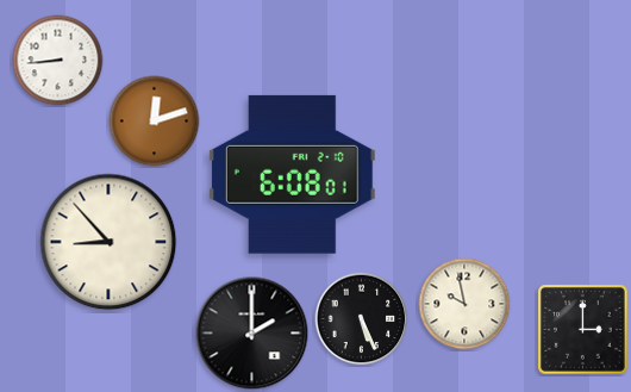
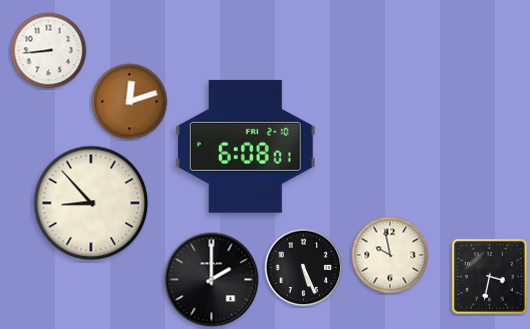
clock at (583, 330): 3:00 -> 3:32
